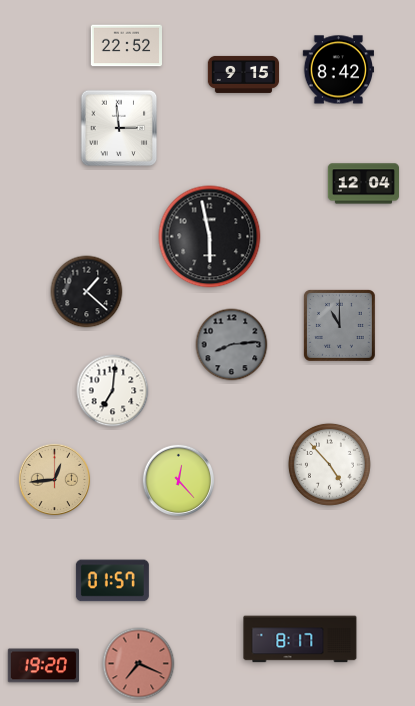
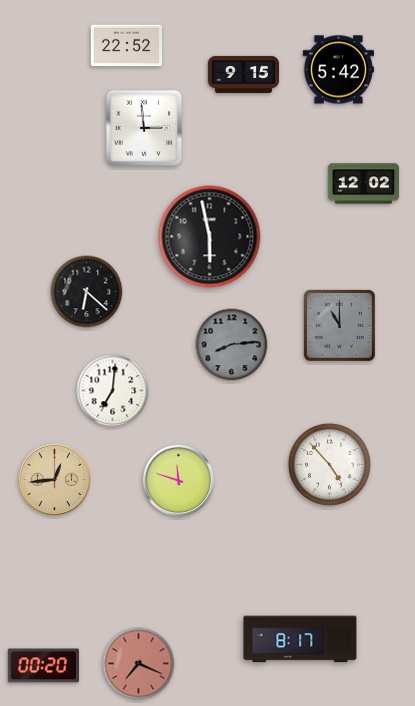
clock at (338, 70): 8:42 -> 5:42
clock at (119, 128) position: (119, 128) -> (144, 128)
clock at (363, 184): 12:04 -> 12:02
clock at (87, 292): 1:22 -> 6:22
clock at (179, 481): 12:23 -> 11:48
clock at (112, 581): 01:57 -> none
clock at (43, 666): 19:20 -> 00:20
